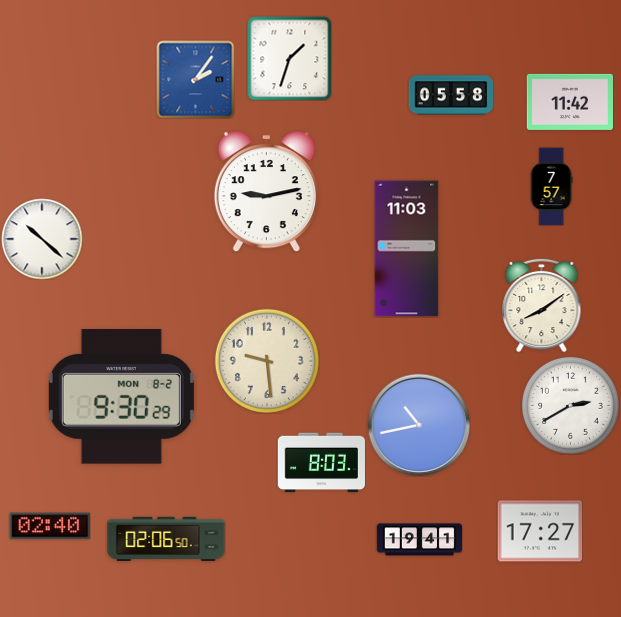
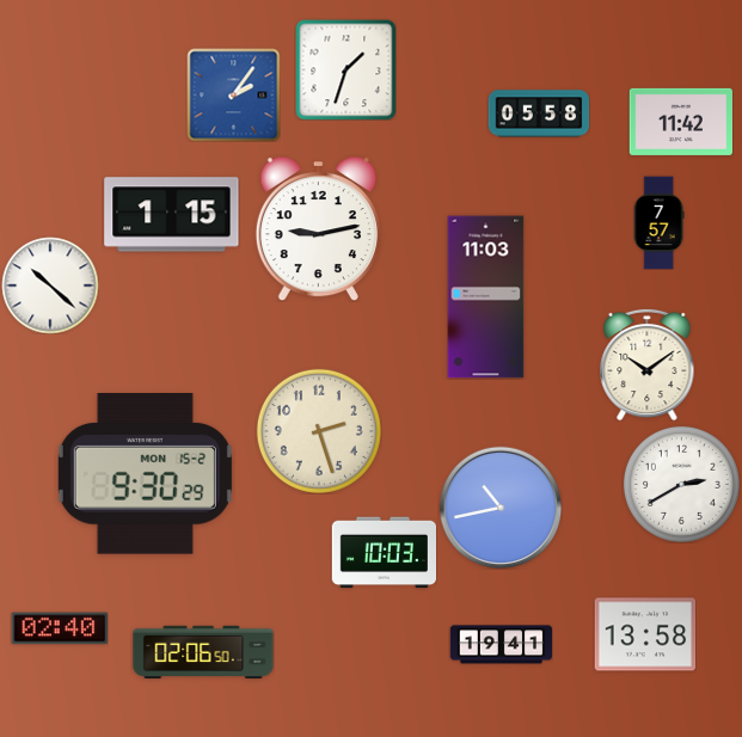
clock at (172, 215): none -> 1:15
clock at (542, 305): 8:09 -> 10:09
clock at (267, 361): 9:29 -> 2:27
clock at (121, 397) date: MON 8-2 -> MON 15-2
clock at (321, 463): 8:03 -> 10:03
clock at (540, 531): 17:27 -> 13:58
clock at (166, 539) position: (166, 539) -> (203, 652)
